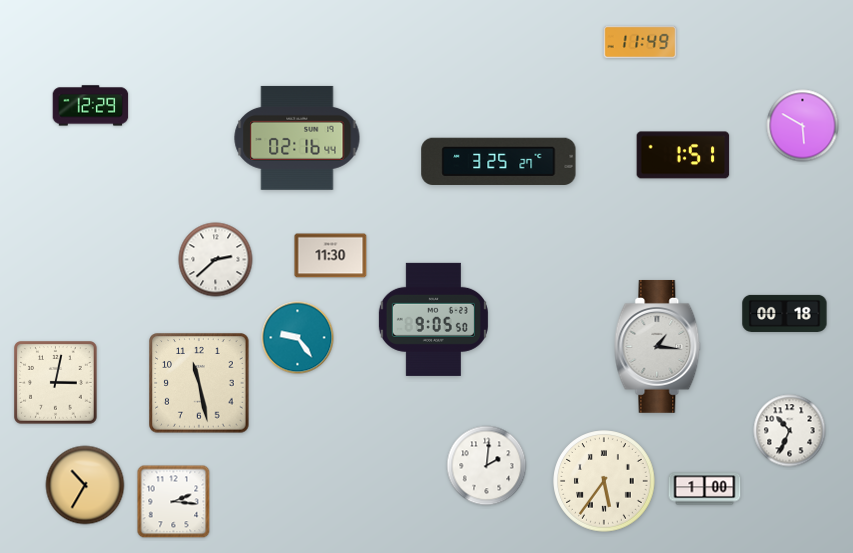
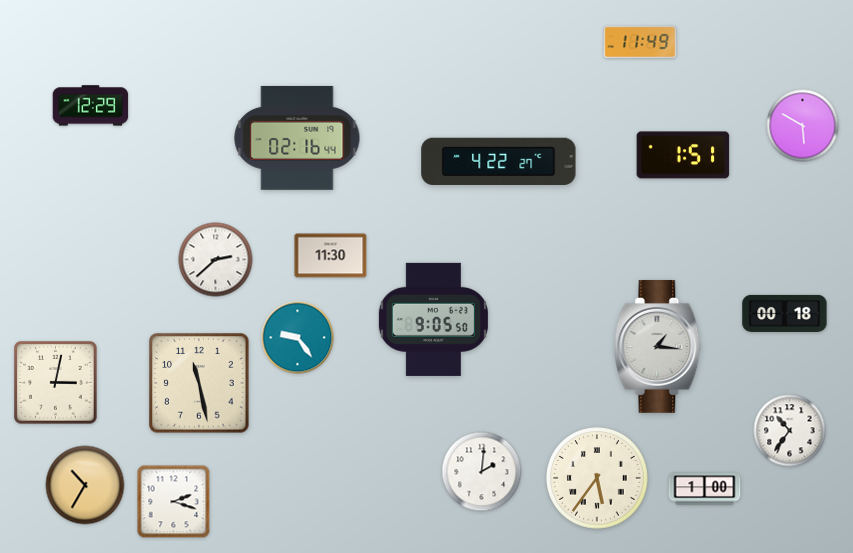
clock at (499, 161): 3:25 -> 4:22
clock at (790, 431): 10:34 -> 10:36
clock at (487, 466) position: (487, 466) -> (482, 472)
clock at (604, 481) position: (604, 481) -> (597, 478)
clock at (174, 502): 2:16 -> 2:18
